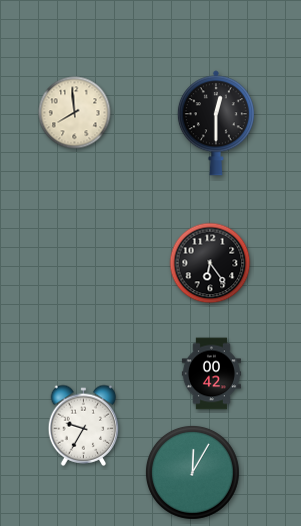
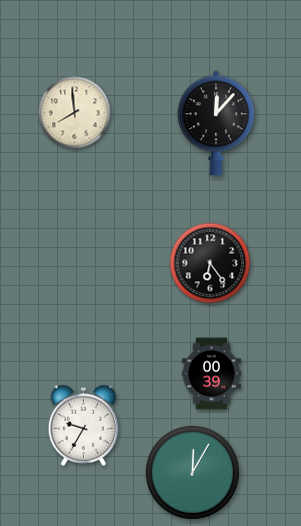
clock at (216, 123): 12:30 -> 12:07
clock at (211, 374): 00:42 -> 00:39
